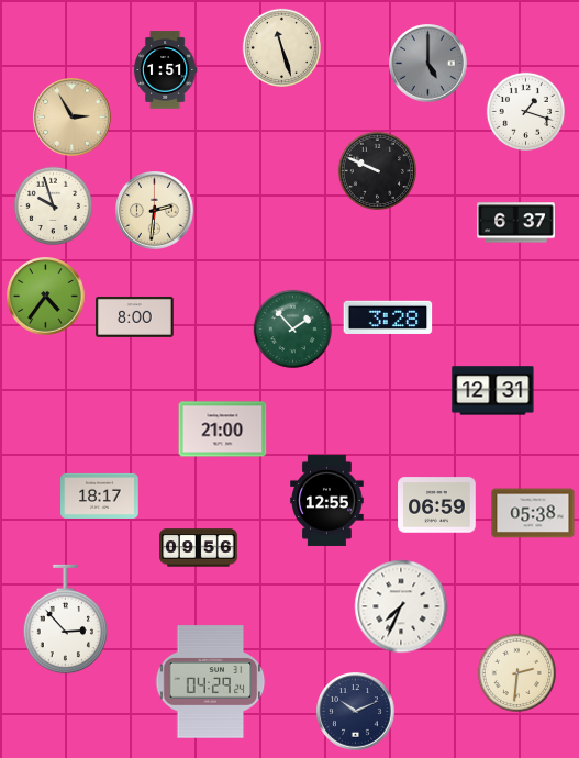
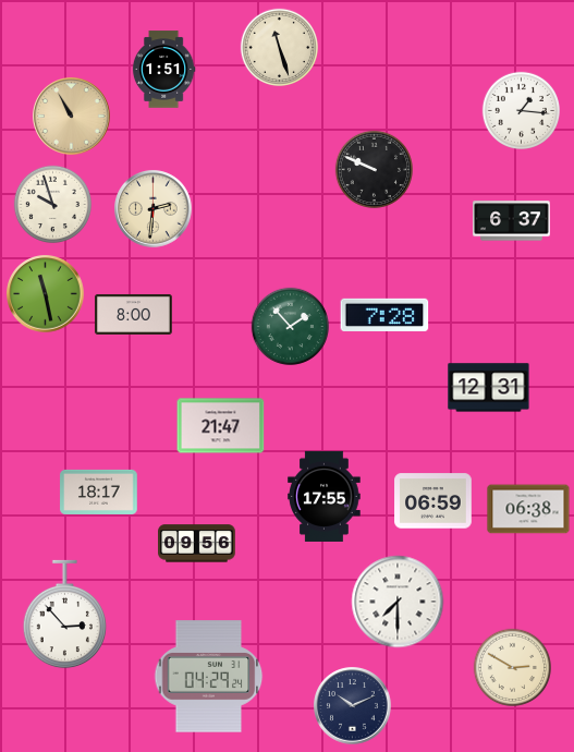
clock at (428, 64): 5:00 -> none
clock at (525, 111): 1:18 -> 1:16
clock at (73, 118): 2:55 -> 10:55
clock at (46, 297): 4:36 -> 11:28
clock at (388, 317): 3:28 -> 7:28
clock at (223, 430): 21:00 -> 21:47
clock at (327, 500): 12:55 -> 17:55
clock at (533, 513): 05:38 -> 06:38
clock at (401, 606): 7:34 -> 7:30
clock at (516, 672): 2:31 -> 2:50
